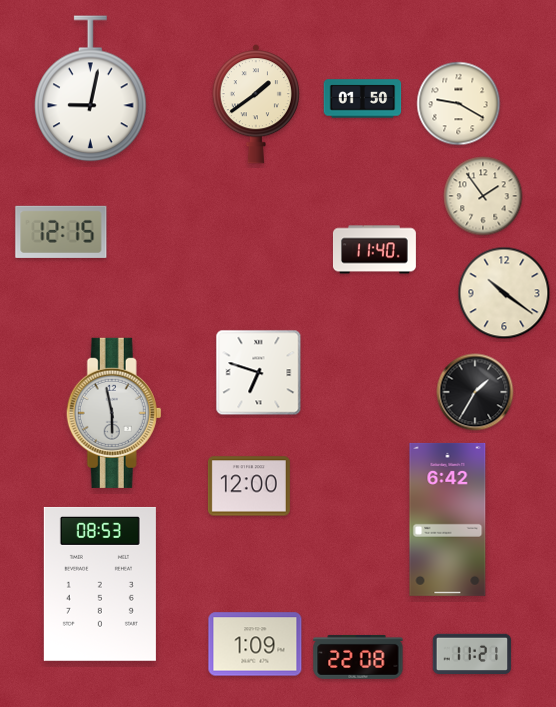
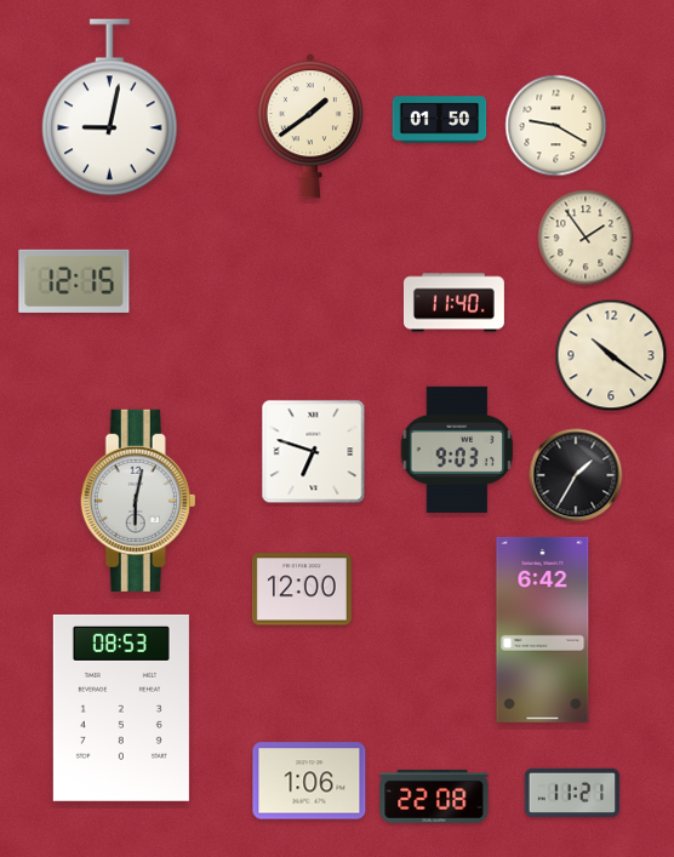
clock at (457, 450): none -> 9:03
clock at (114, 413): 5:58 -> 6:02
clock at (255, 644): 1:09 -> 1:06
